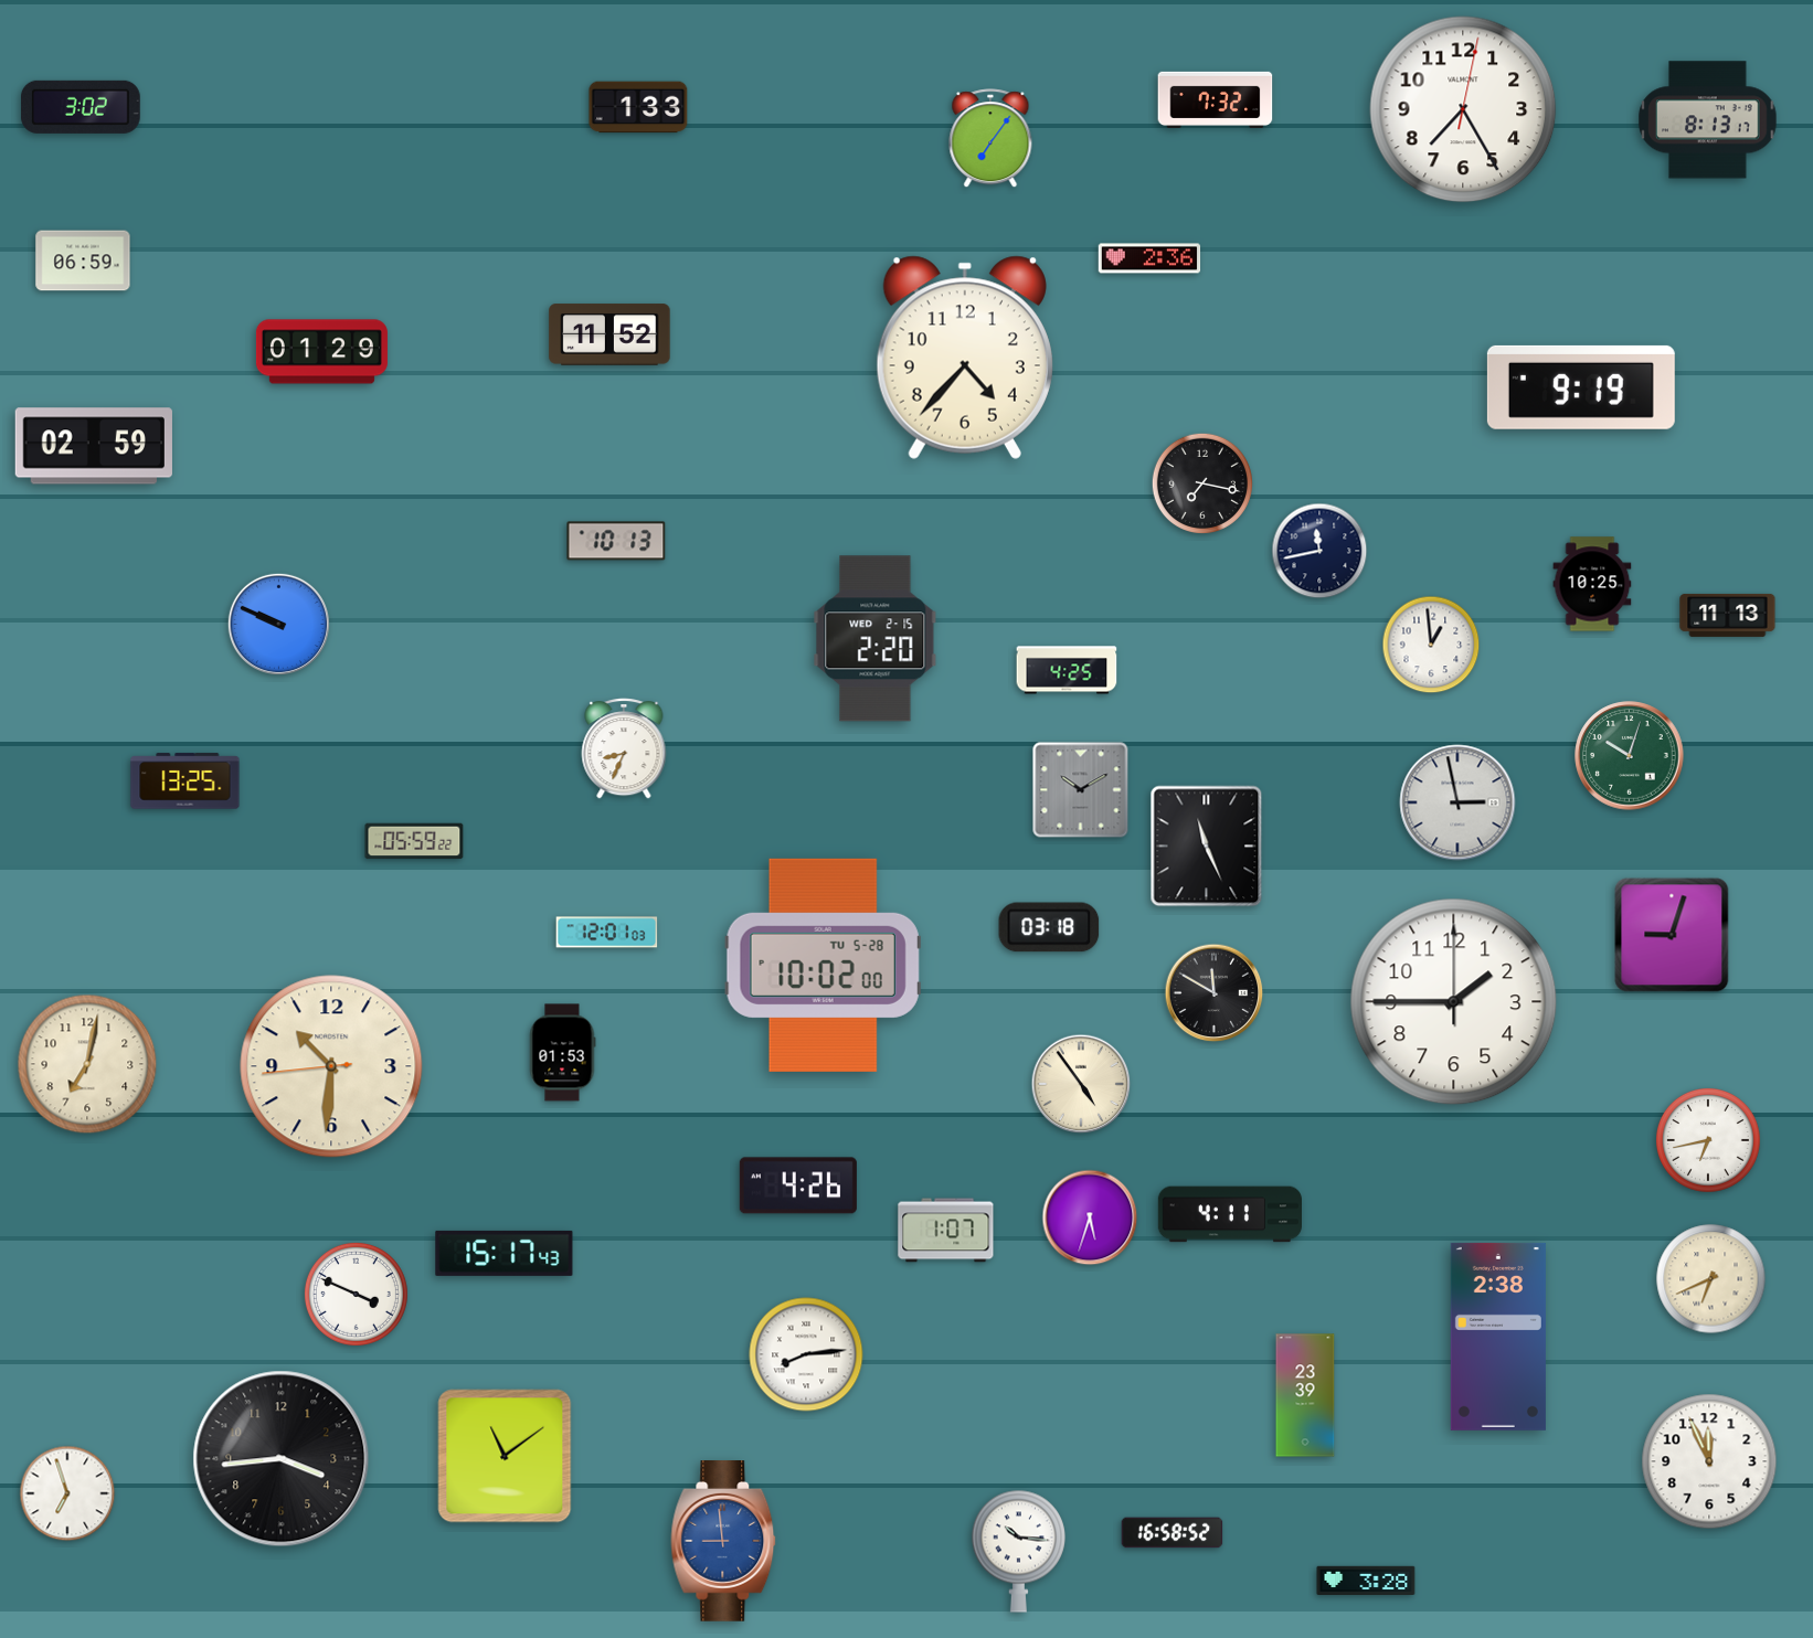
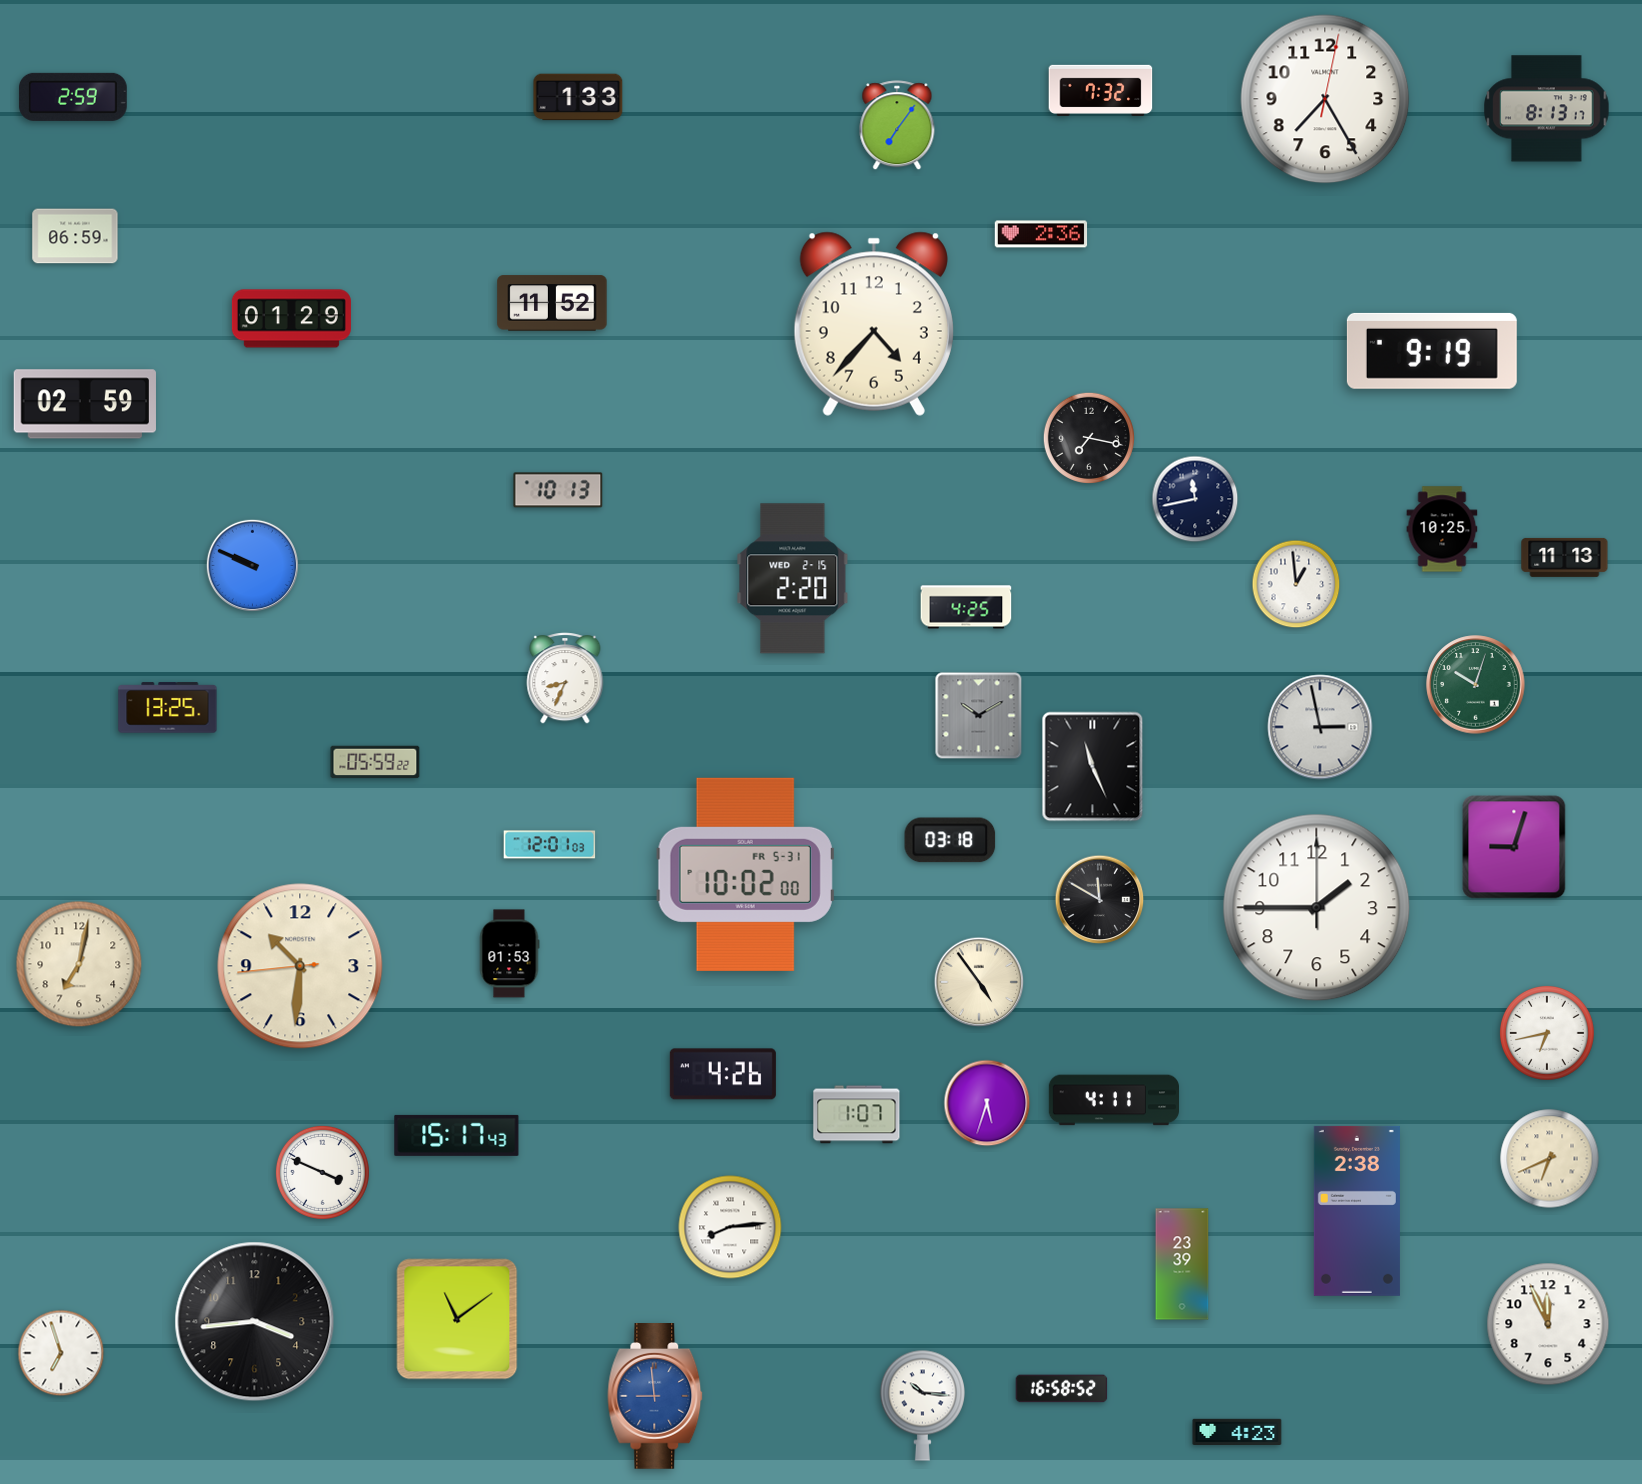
clock at (81, 107): 3:02 -> 2:59
clock at (823, 965) date: TU 5-28 -> FR 5-31
clock at (1366, 1580): 3:28 -> 4:23
